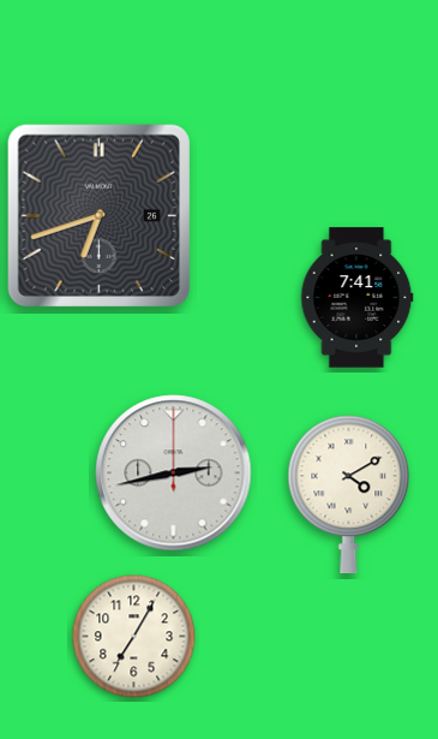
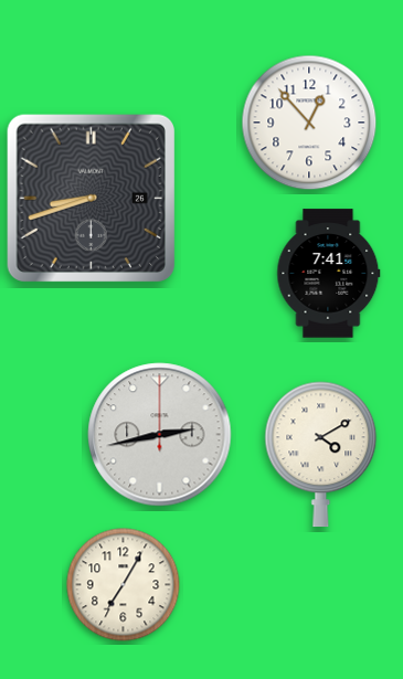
clock at (309, 123): none -> 12:53
clock at (98, 215): 6:42 -> 8:42
